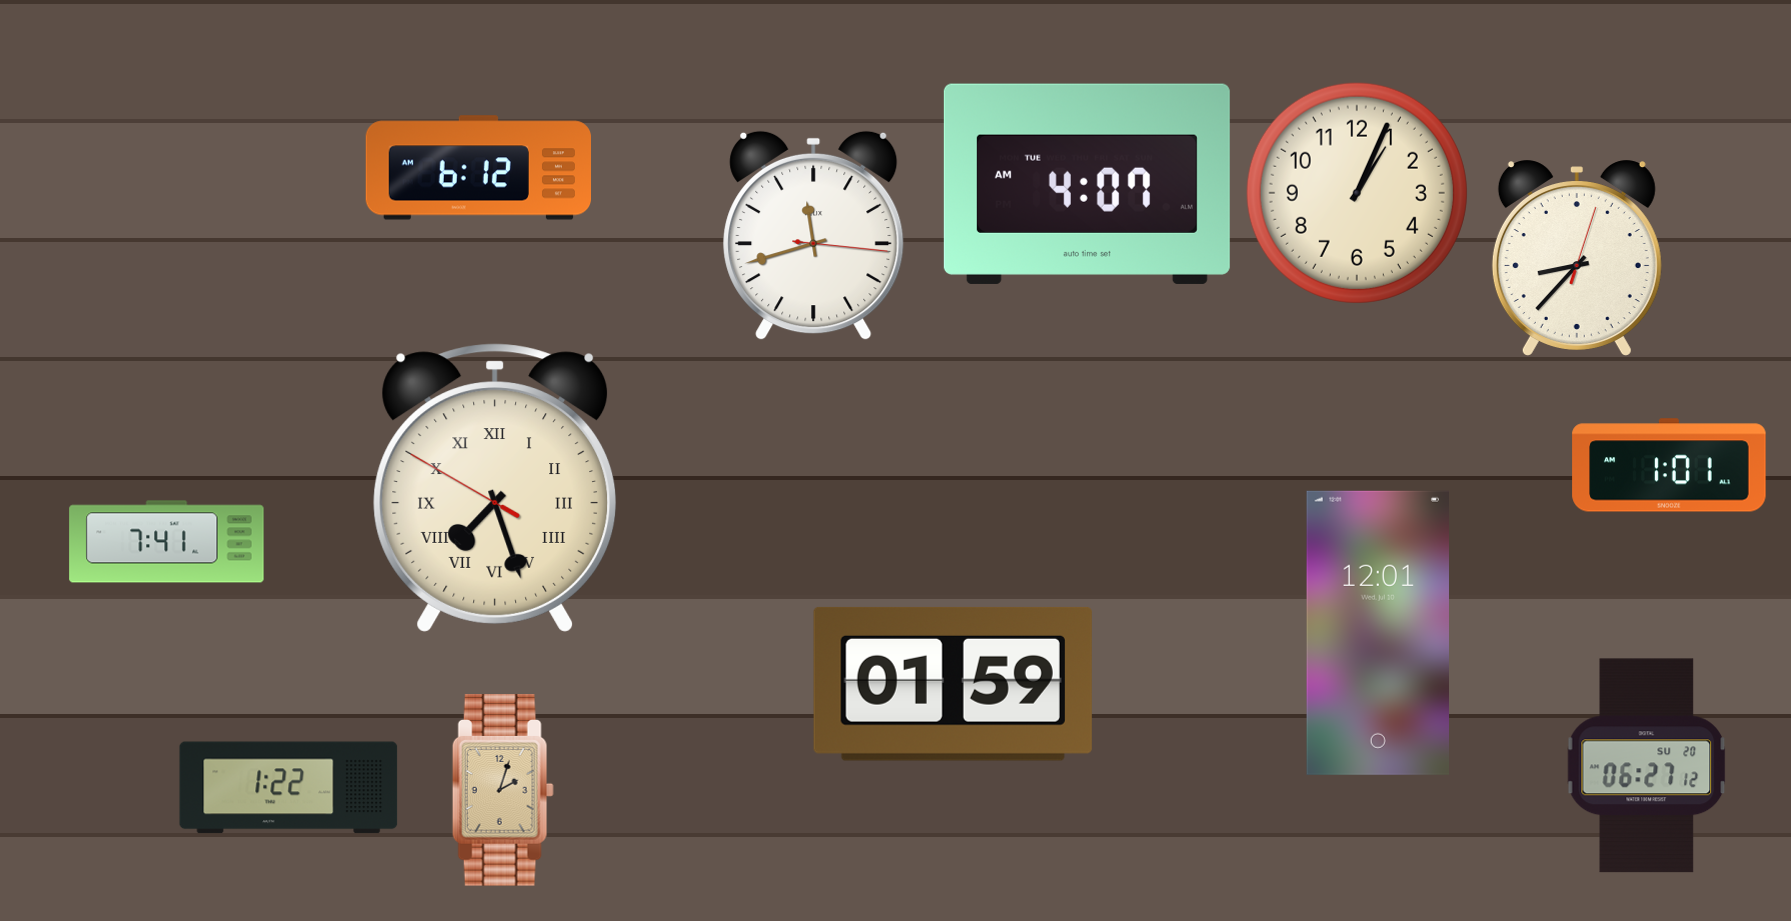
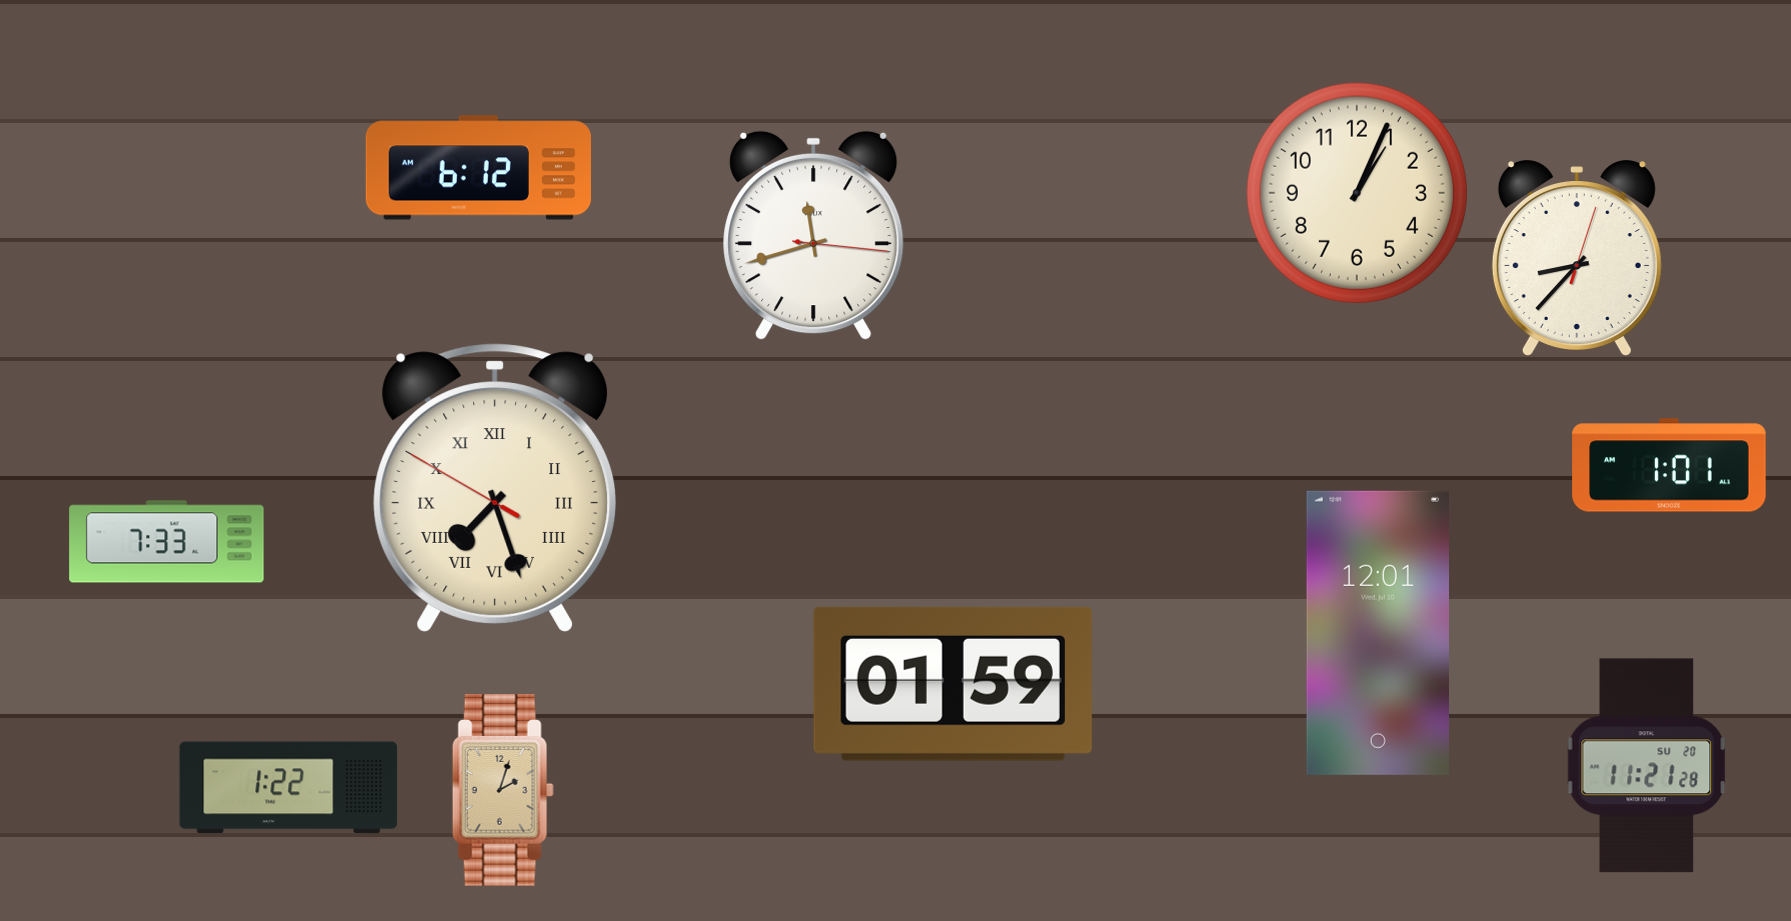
clock at (1087, 184): 4:07 -> none
clock at (167, 542): 7:41 -> 7:33
clock at (1647, 766): 06:27 -> 11:21
